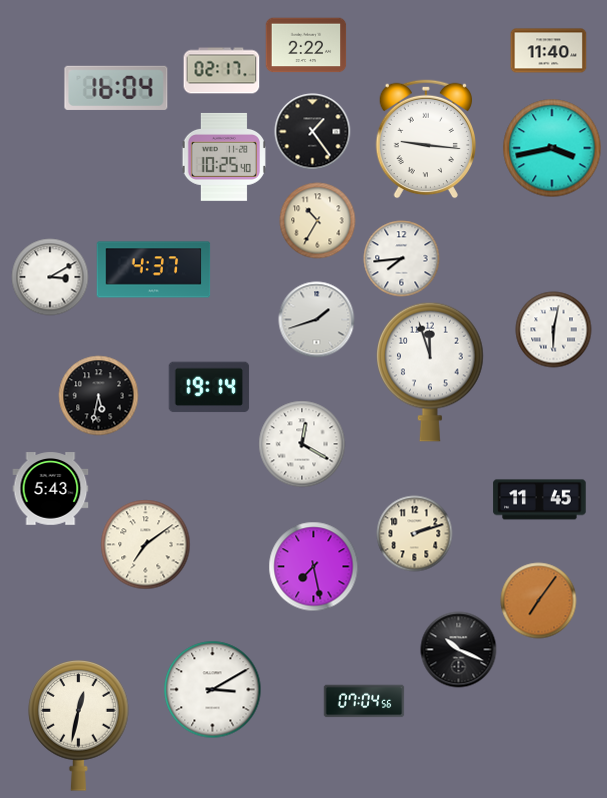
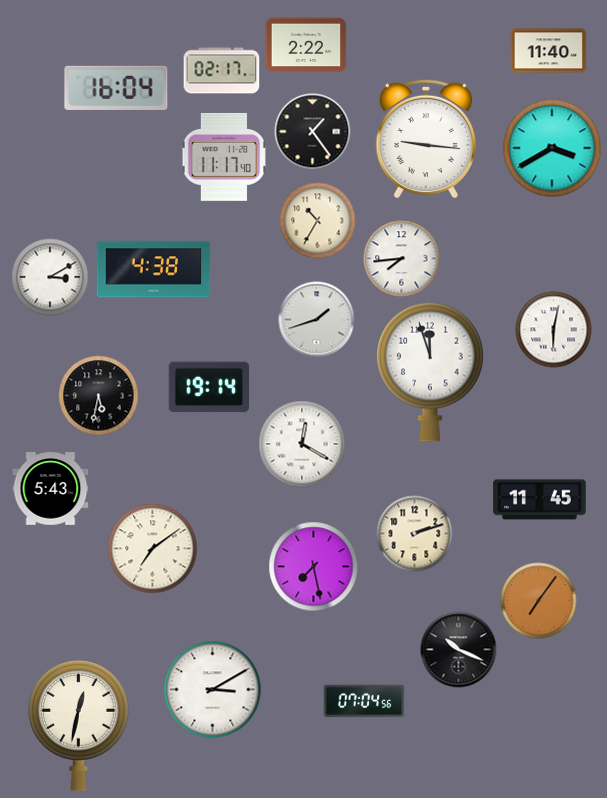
clock at (552, 148): 3:43 -> 3:40
clock at (224, 157): 10:25 -> 11:17
clock at (154, 270): 4:37 -> 4:38
clock at (146, 545) position: (146, 545) -> (153, 549)
